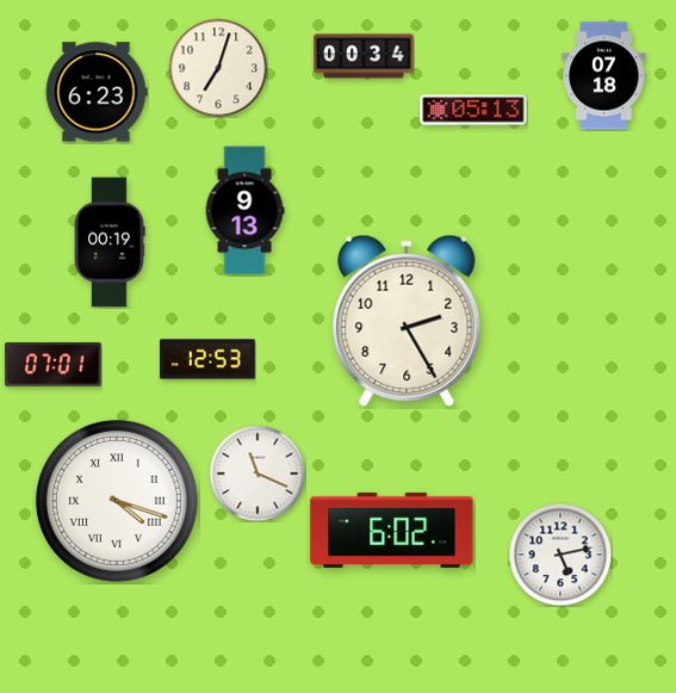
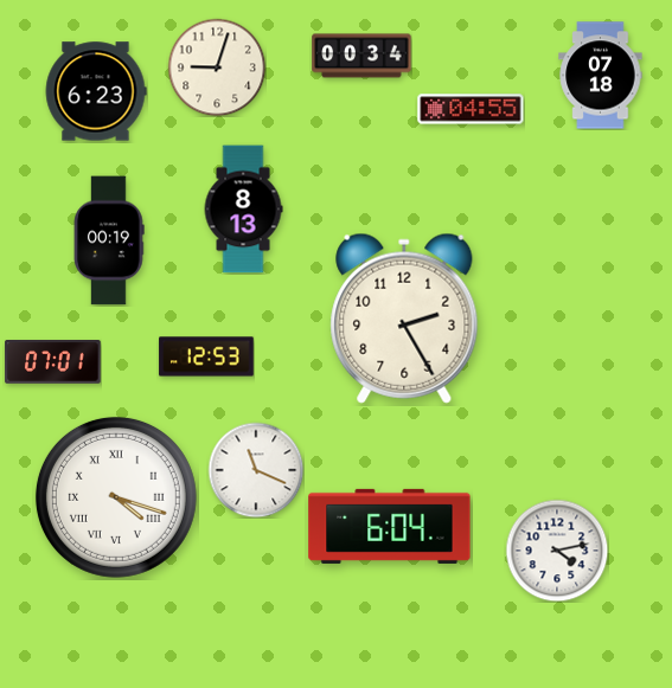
clock at (218, 68): 7:03 -> 9:03
clock at (473, 110): 05:13 -> 04:55
clock at (244, 211): 9:13 -> 8:13
clock at (392, 530): 6:02 -> 6:04
clock at (560, 555): 5:13 -> 4:13
